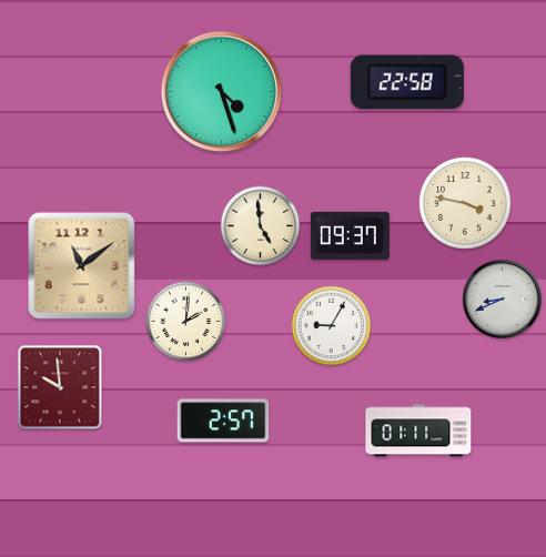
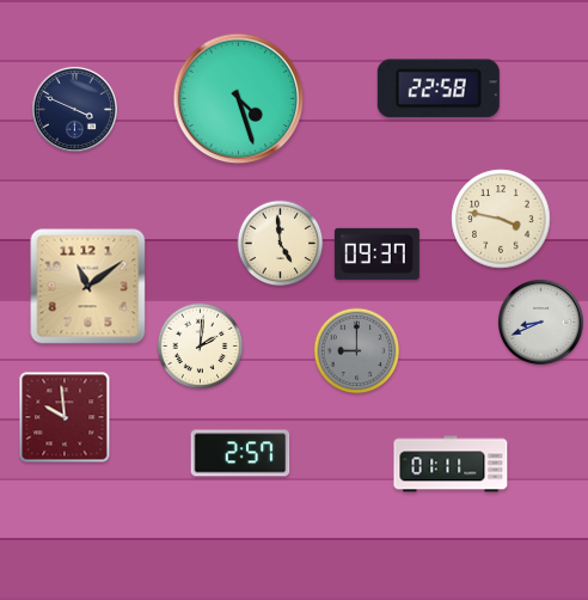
clock at (74, 109): none -> 3:49
clock at (332, 326): 9:05 -> 9:00
clock at (332, 326) dial: white -> grey
